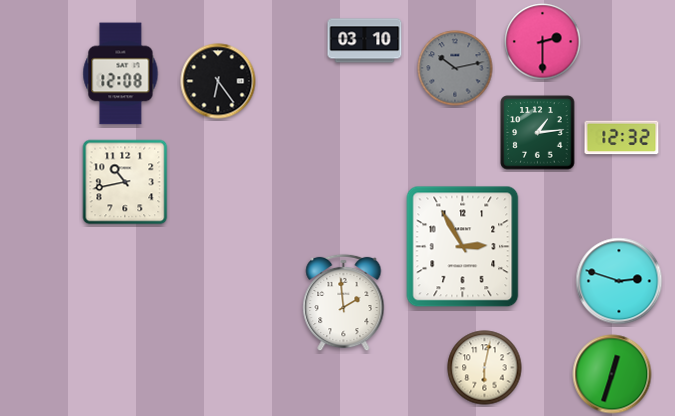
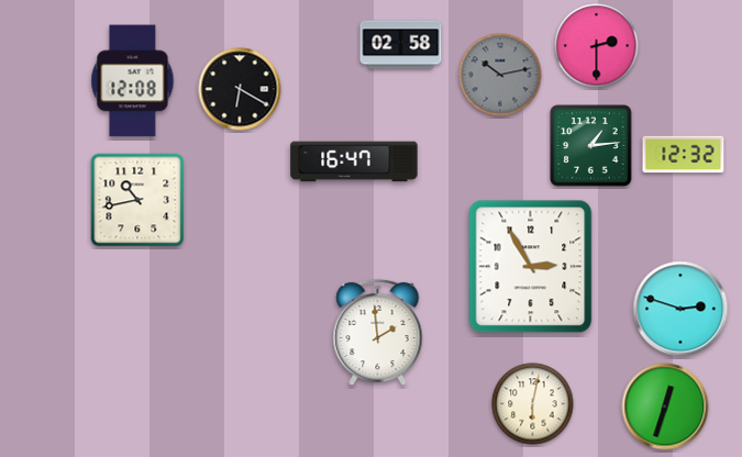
clock at (365, 41): 03:10 -> 02:58
clock at (218, 81): 6:24 -> 6:20
clock at (622, 138) position: (622, 138) -> (684, 155)
clock at (354, 161): none -> 16:47
clock at (463, 247) position: (463, 247) -> (531, 267)
clock at (612, 374) position: (612, 374) -> (665, 406)
